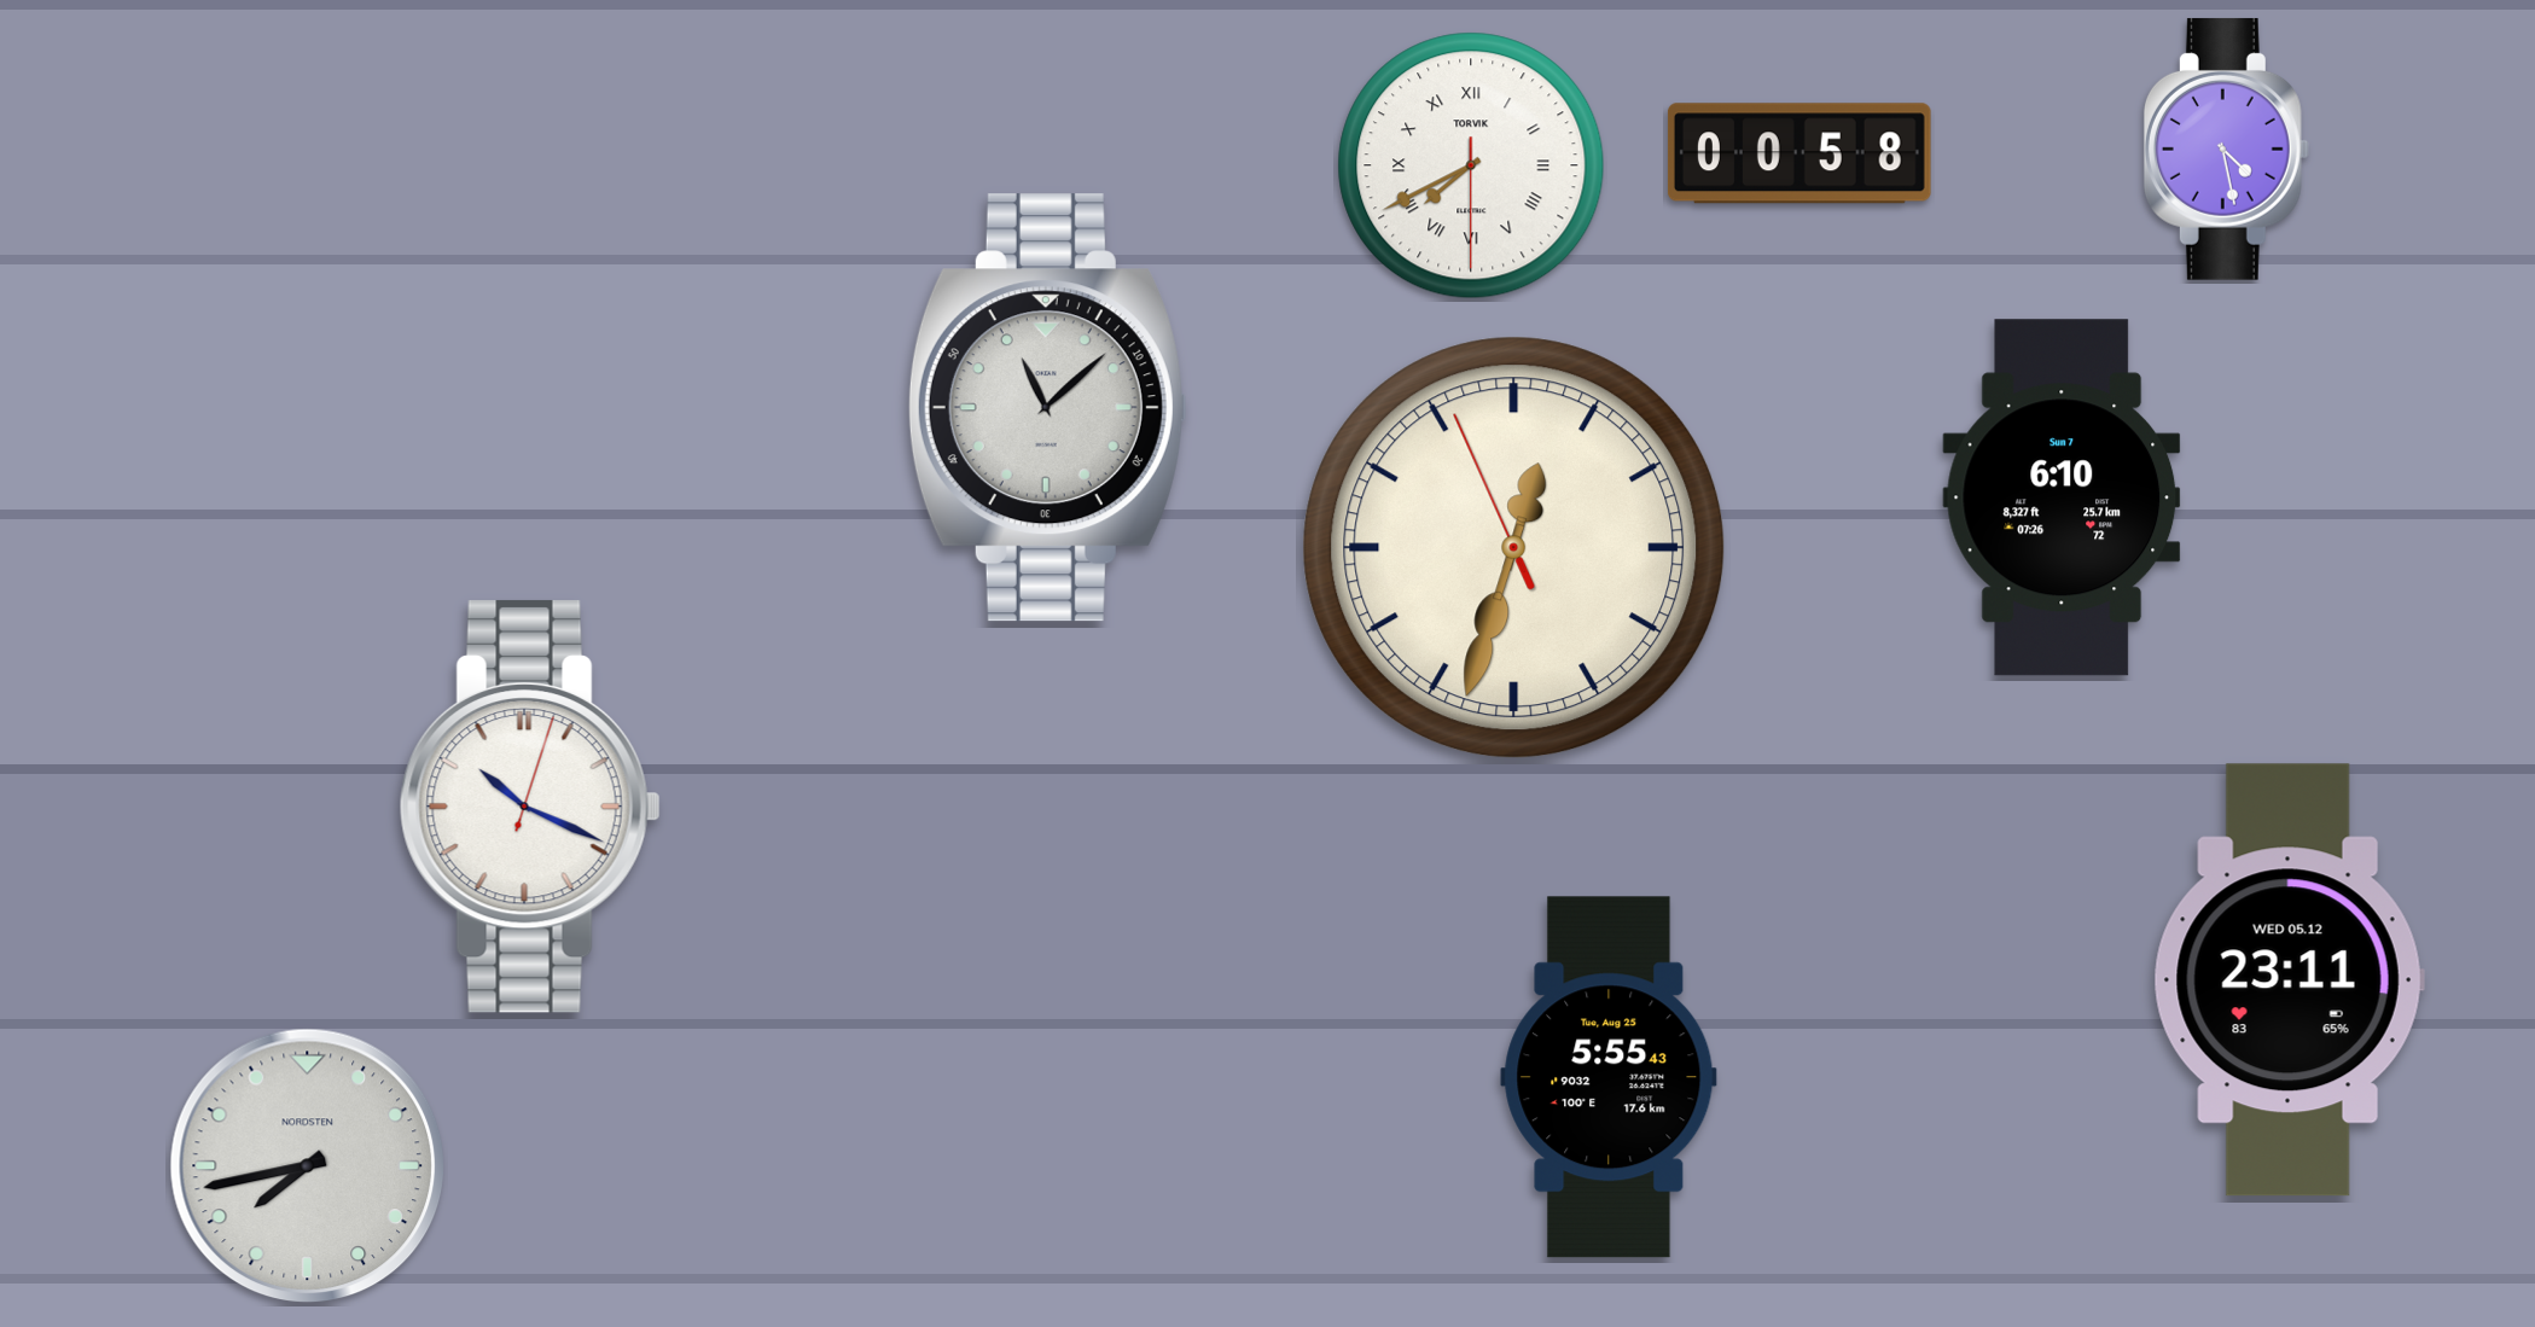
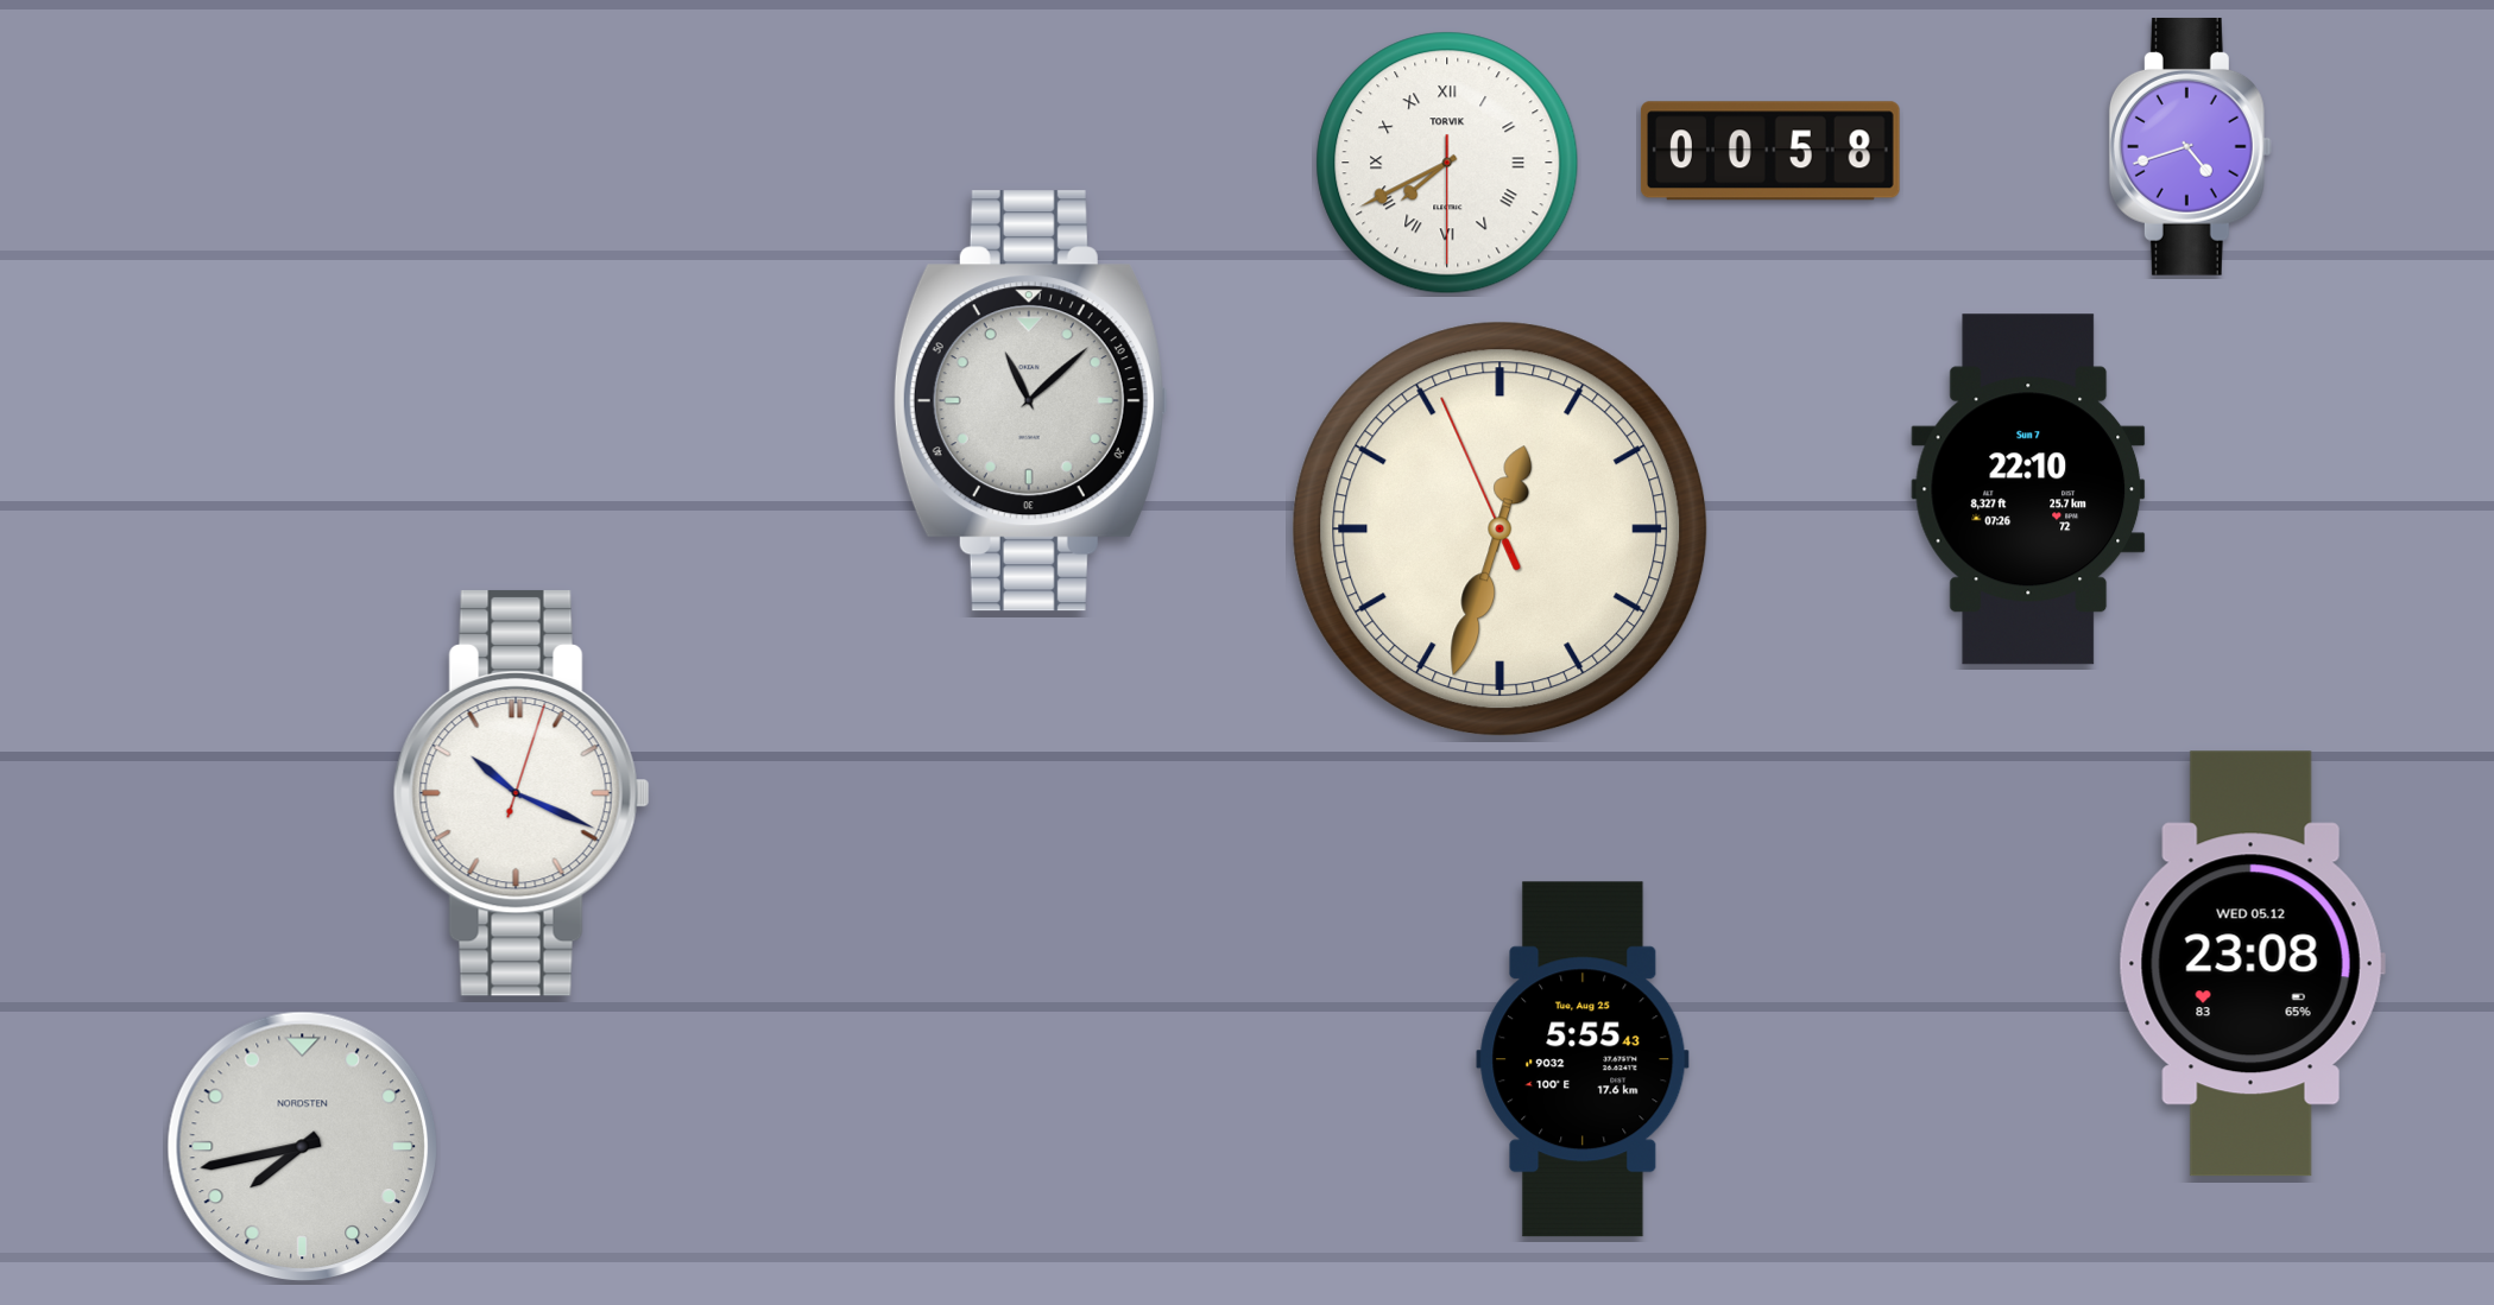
clock at (2226, 149): 4:28 -> 4:42
clock at (2062, 497): 6:10 -> 22:10
clock at (1514, 548) position: (1514, 548) -> (1501, 530)
clock at (2289, 980): 23:11 -> 23:08
